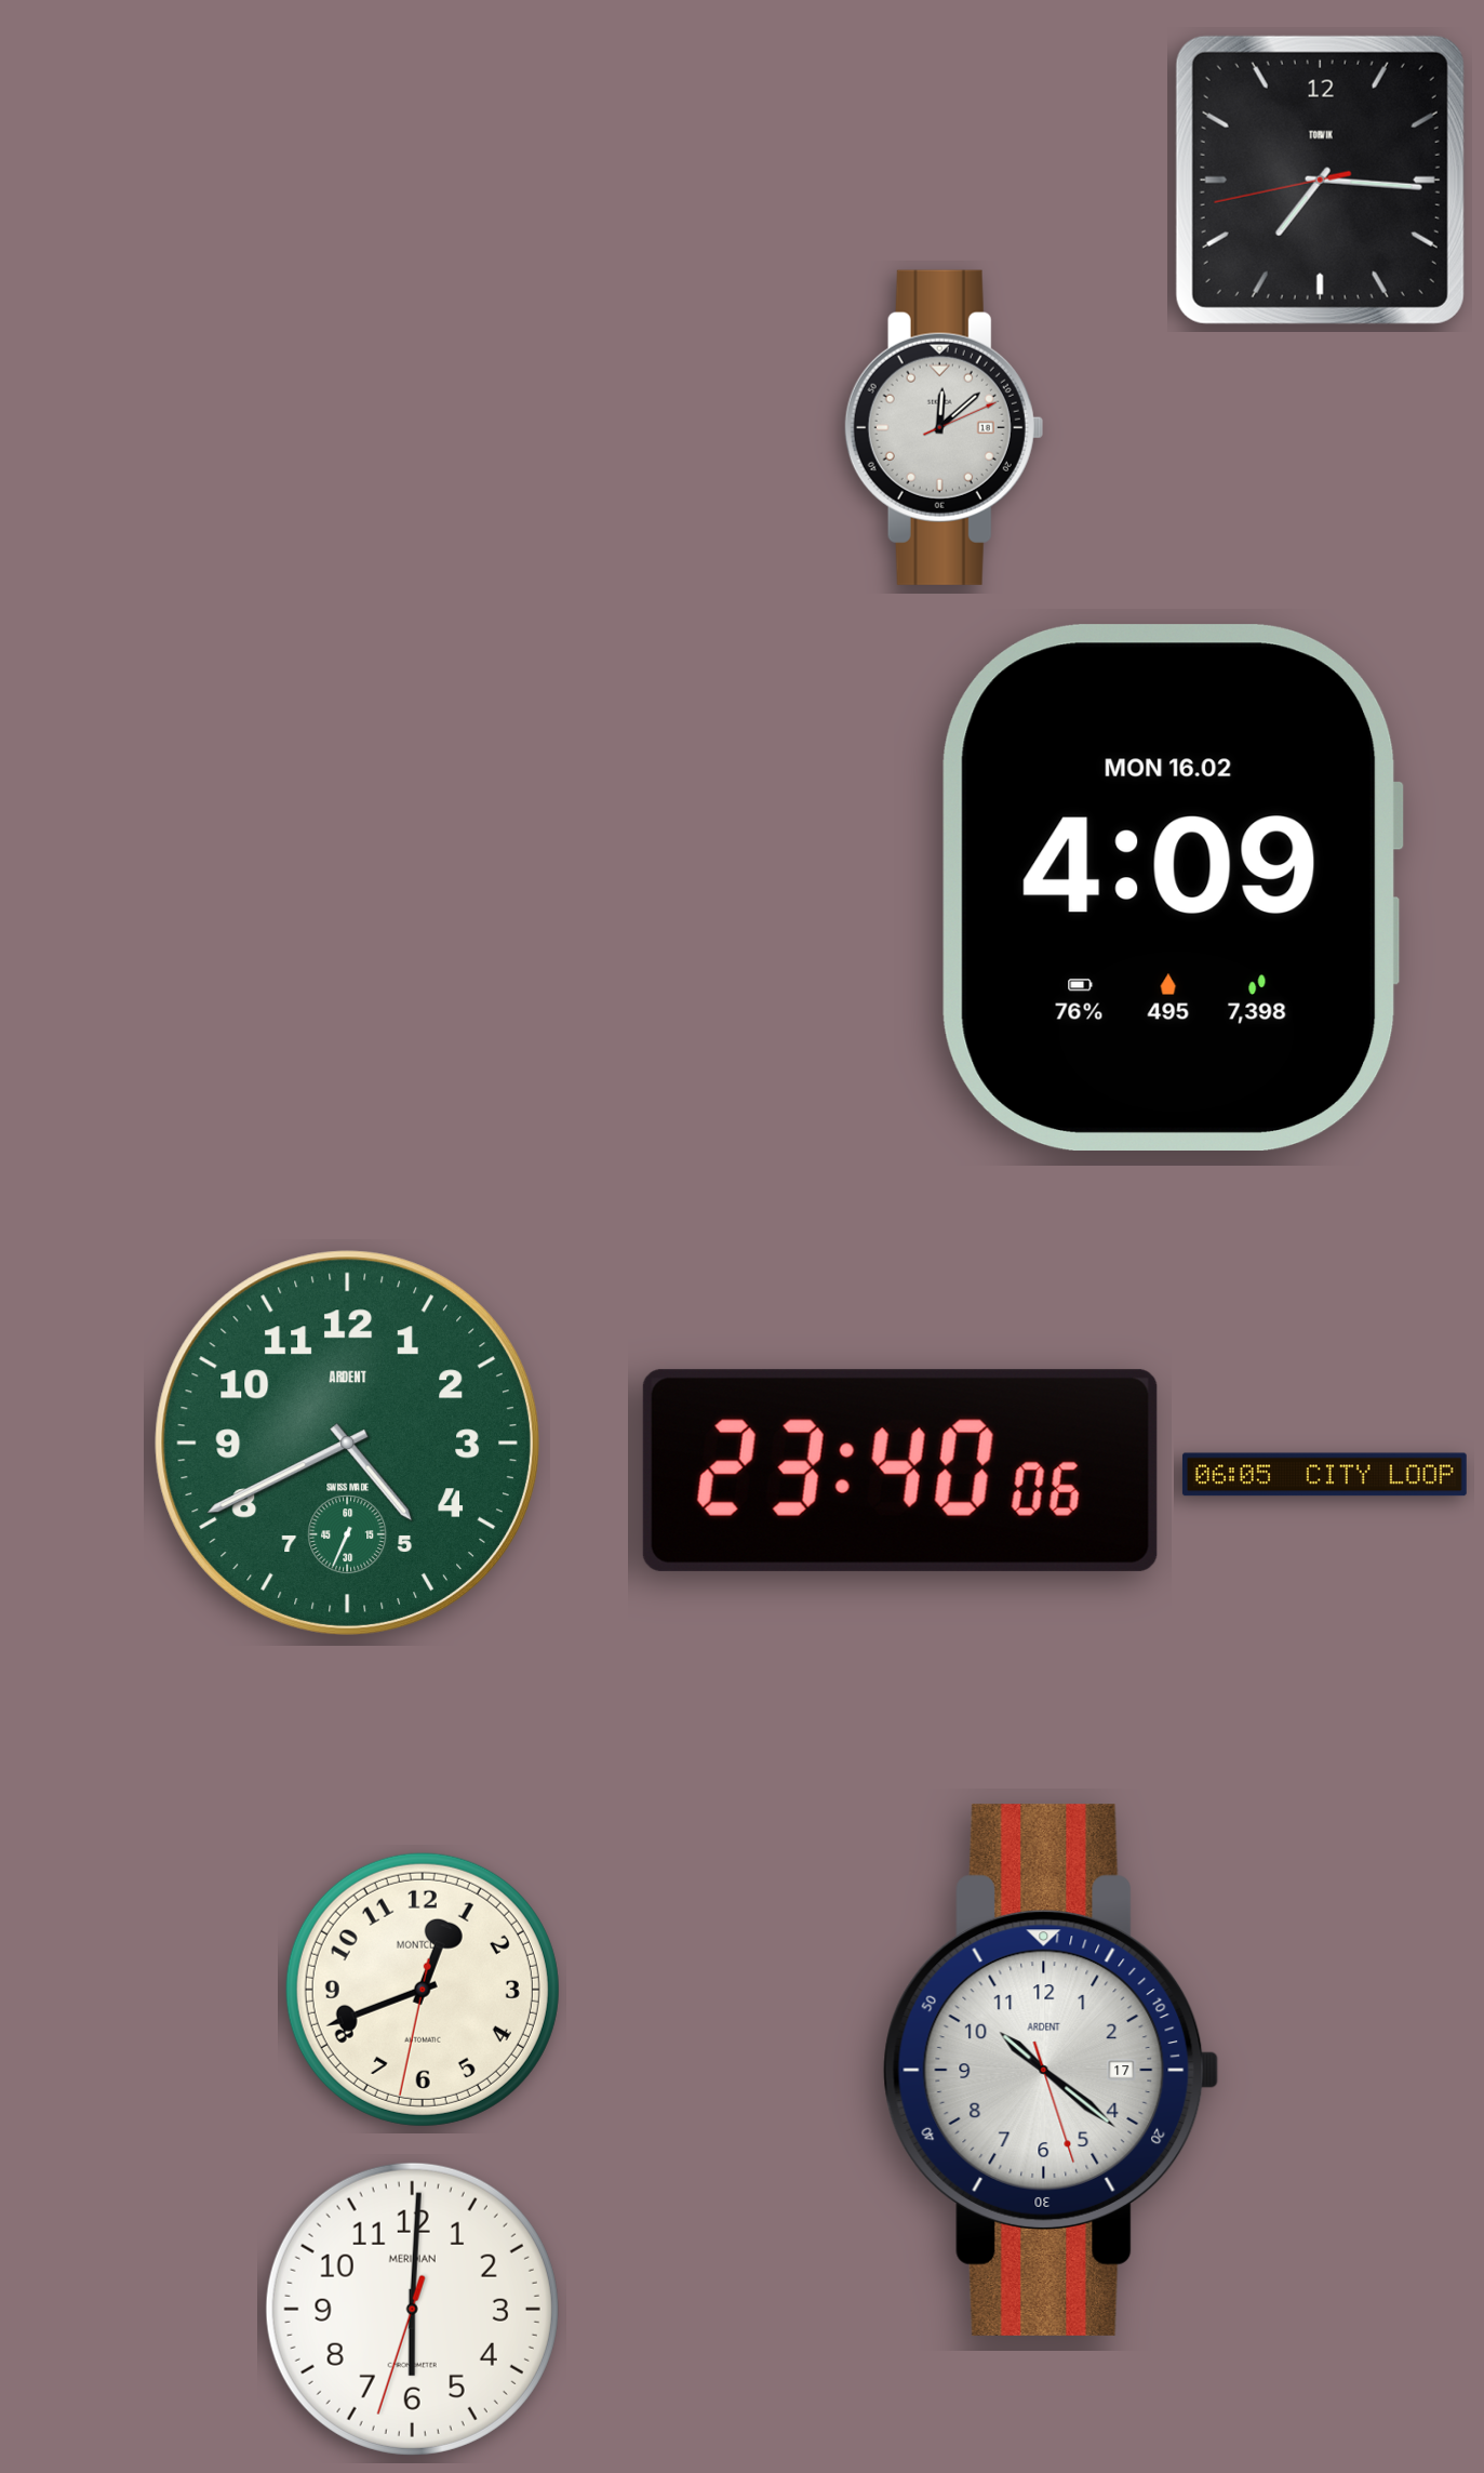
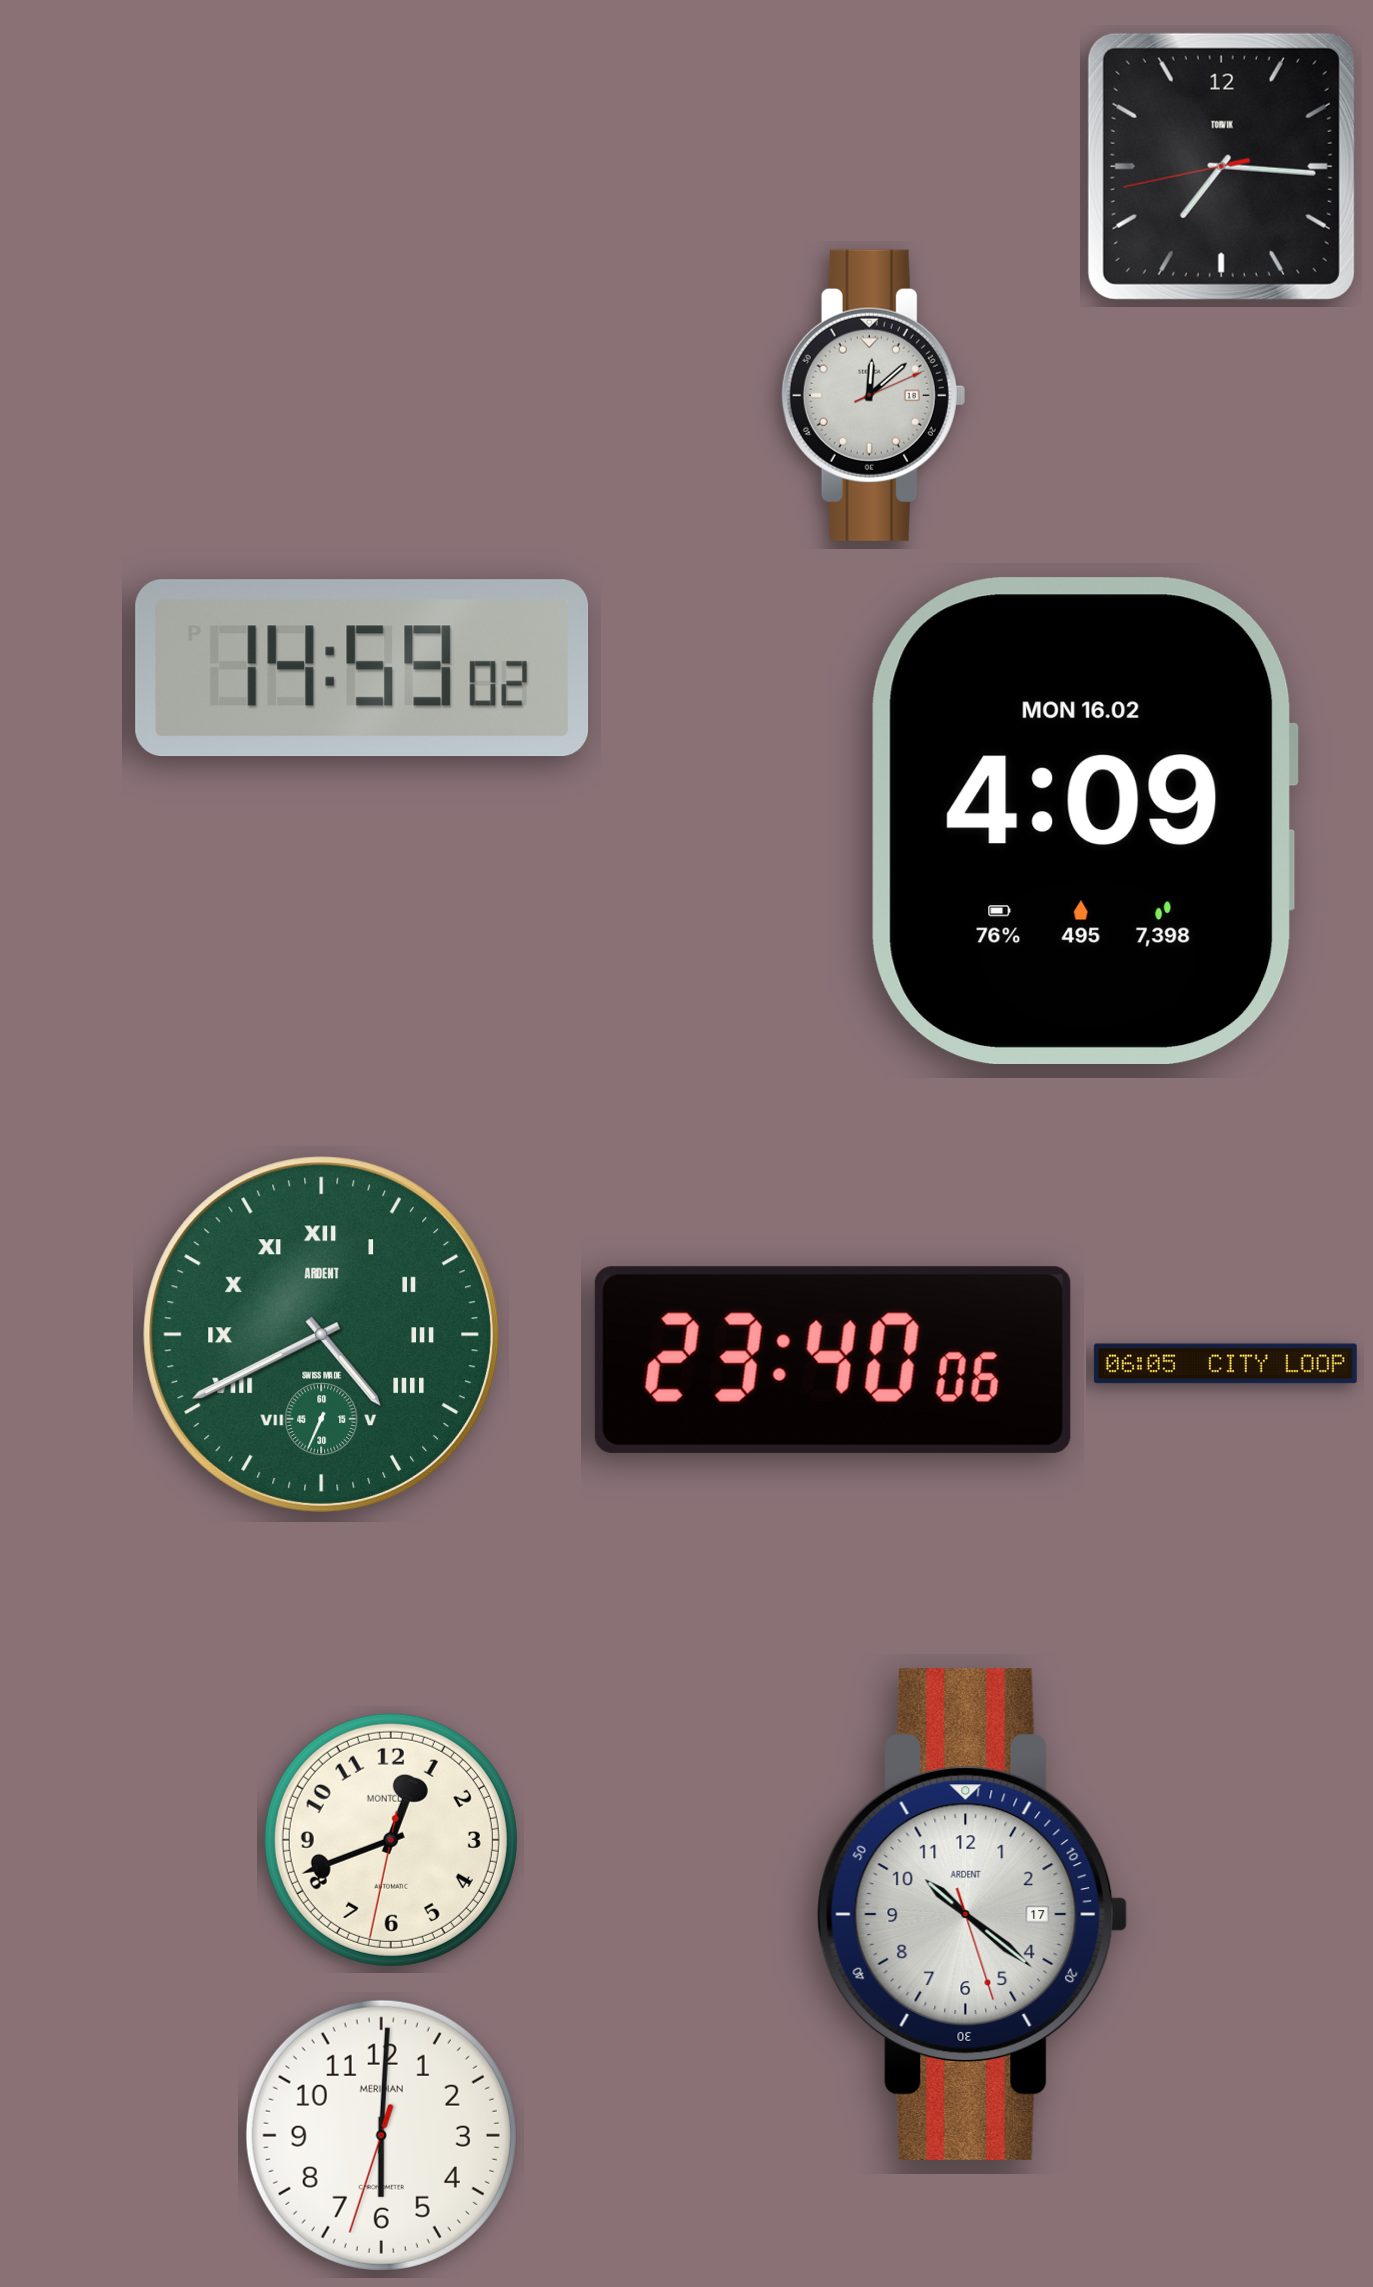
clock at (362, 668): none -> 14:59
clock at (347, 1442) numerals: Arabic -> Roman
